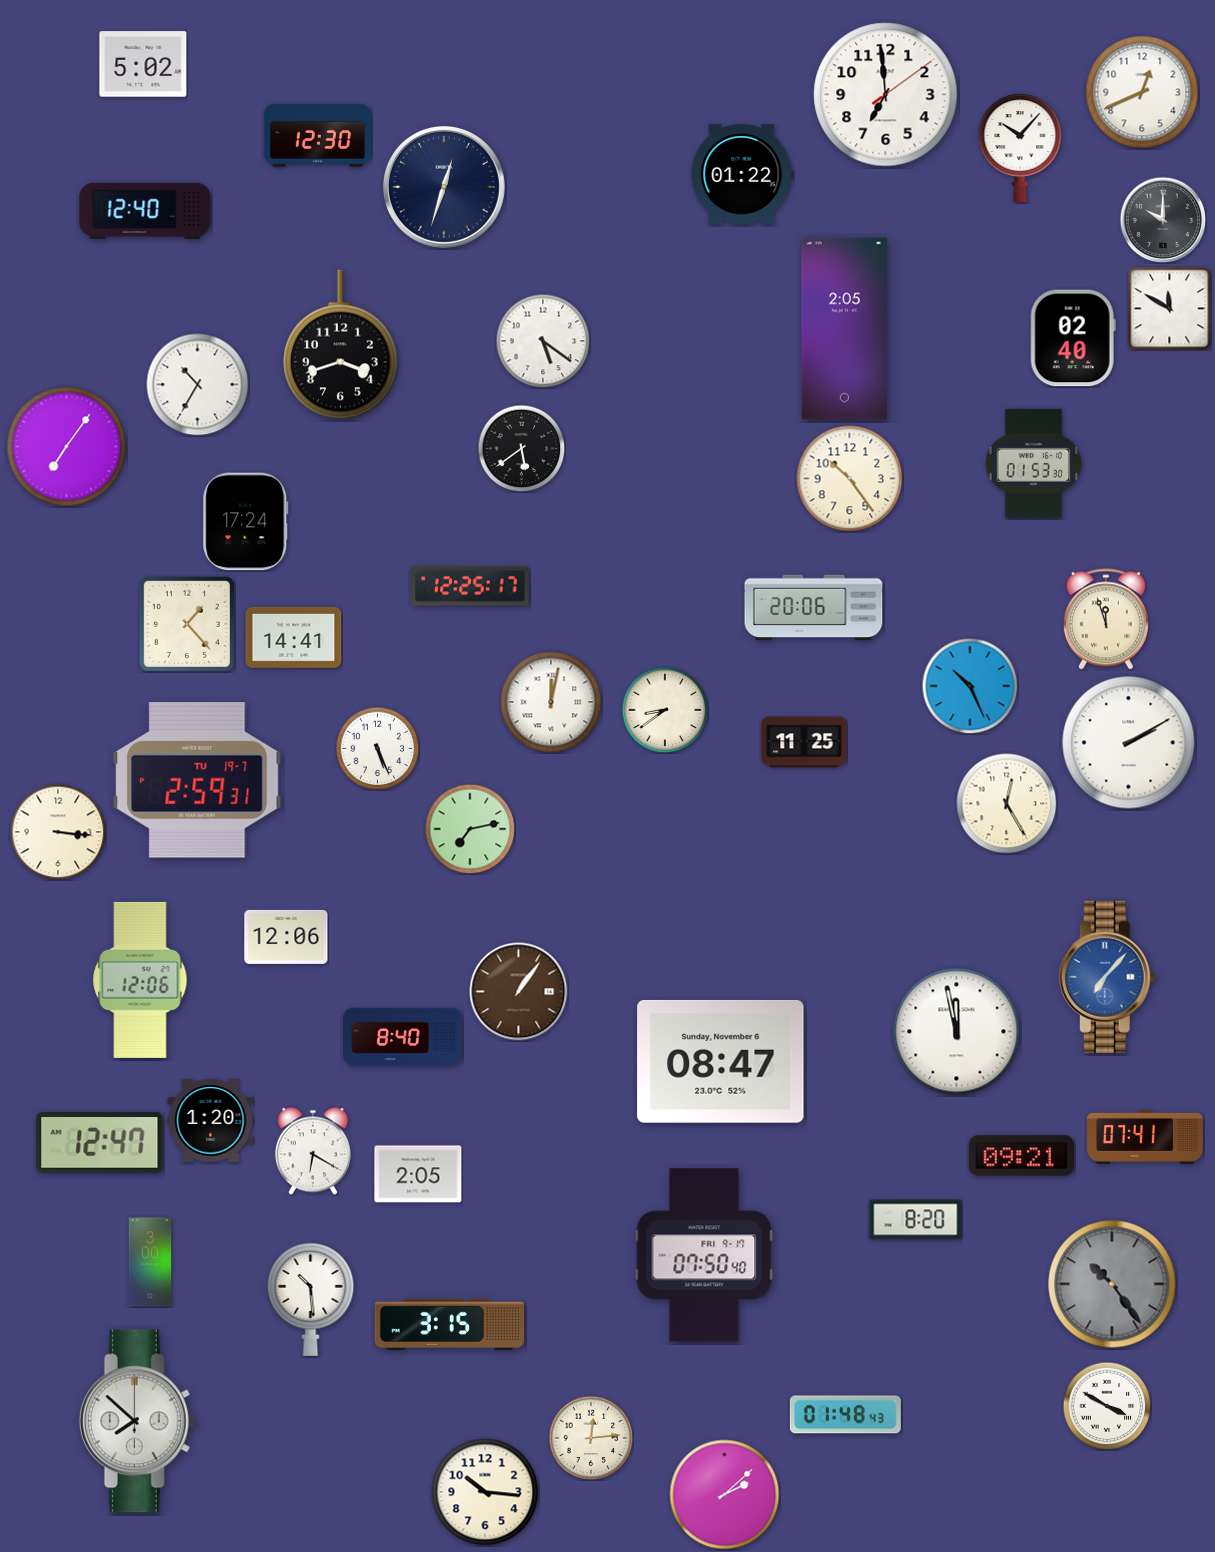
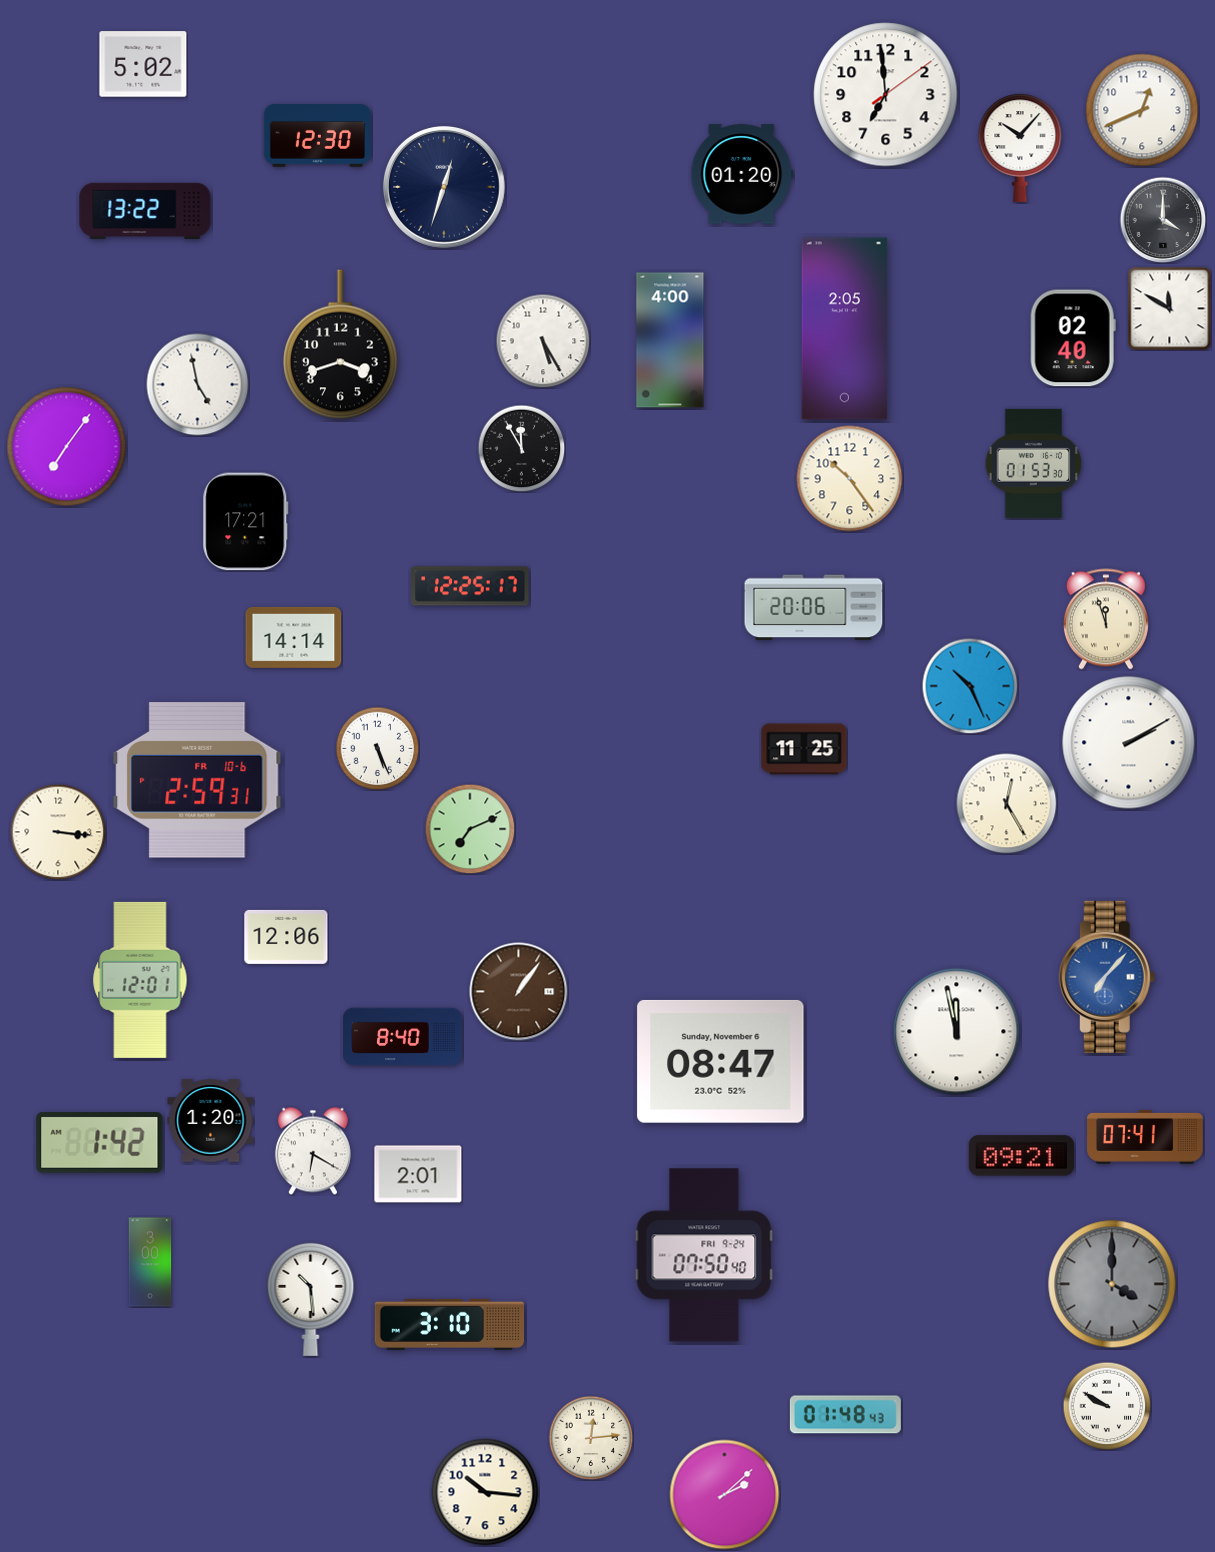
clock at (1142, 92) position: (1142, 92) -> (1142, 110)
clock at (742, 174): 01:22 -> 01:20
clock at (145, 211): 12:40 -> 13:22
clock at (1163, 220): 10:00 -> 4:00
clock at (670, 340): none -> 4:00
clock at (543, 341): 5:21 -> 5:25
clock at (198, 385): 10:35 -> 4:58
clock at (521, 448): 5:39 -> 11:55
clock at (246, 522): 17:24 -> 17:21
clock at (187, 624): 1:23 -> none
clock at (294, 637): 14:41 -> 14:14
clock at (551, 702): 12:02 -> none
clock at (665, 710): 8:39 -> none
clock at (804, 742) position: (804, 742) -> (804, 749)
clock at (197, 781) date: TU 19-7 -> FR 10-6
clock at (470, 829): 7:13 -> 7:11
clock at (140, 980): 12:06 -> 12:01
clock at (100, 1143): 12:47 -> 1:42
clock at (418, 1174): 2:05 -> 2:01
clock at (916, 1220): 8:20 -> none
clock at (704, 1255) date: FRI 9-17 -> FRI 9-24
clock at (1112, 1284): 10:24 -> 4:00
clock at (449, 1324): 3:15 -> 3:10
clock at (1107, 1406): 3:50 -> 9:50
clock at (137, 1421): 7:52 -> none
